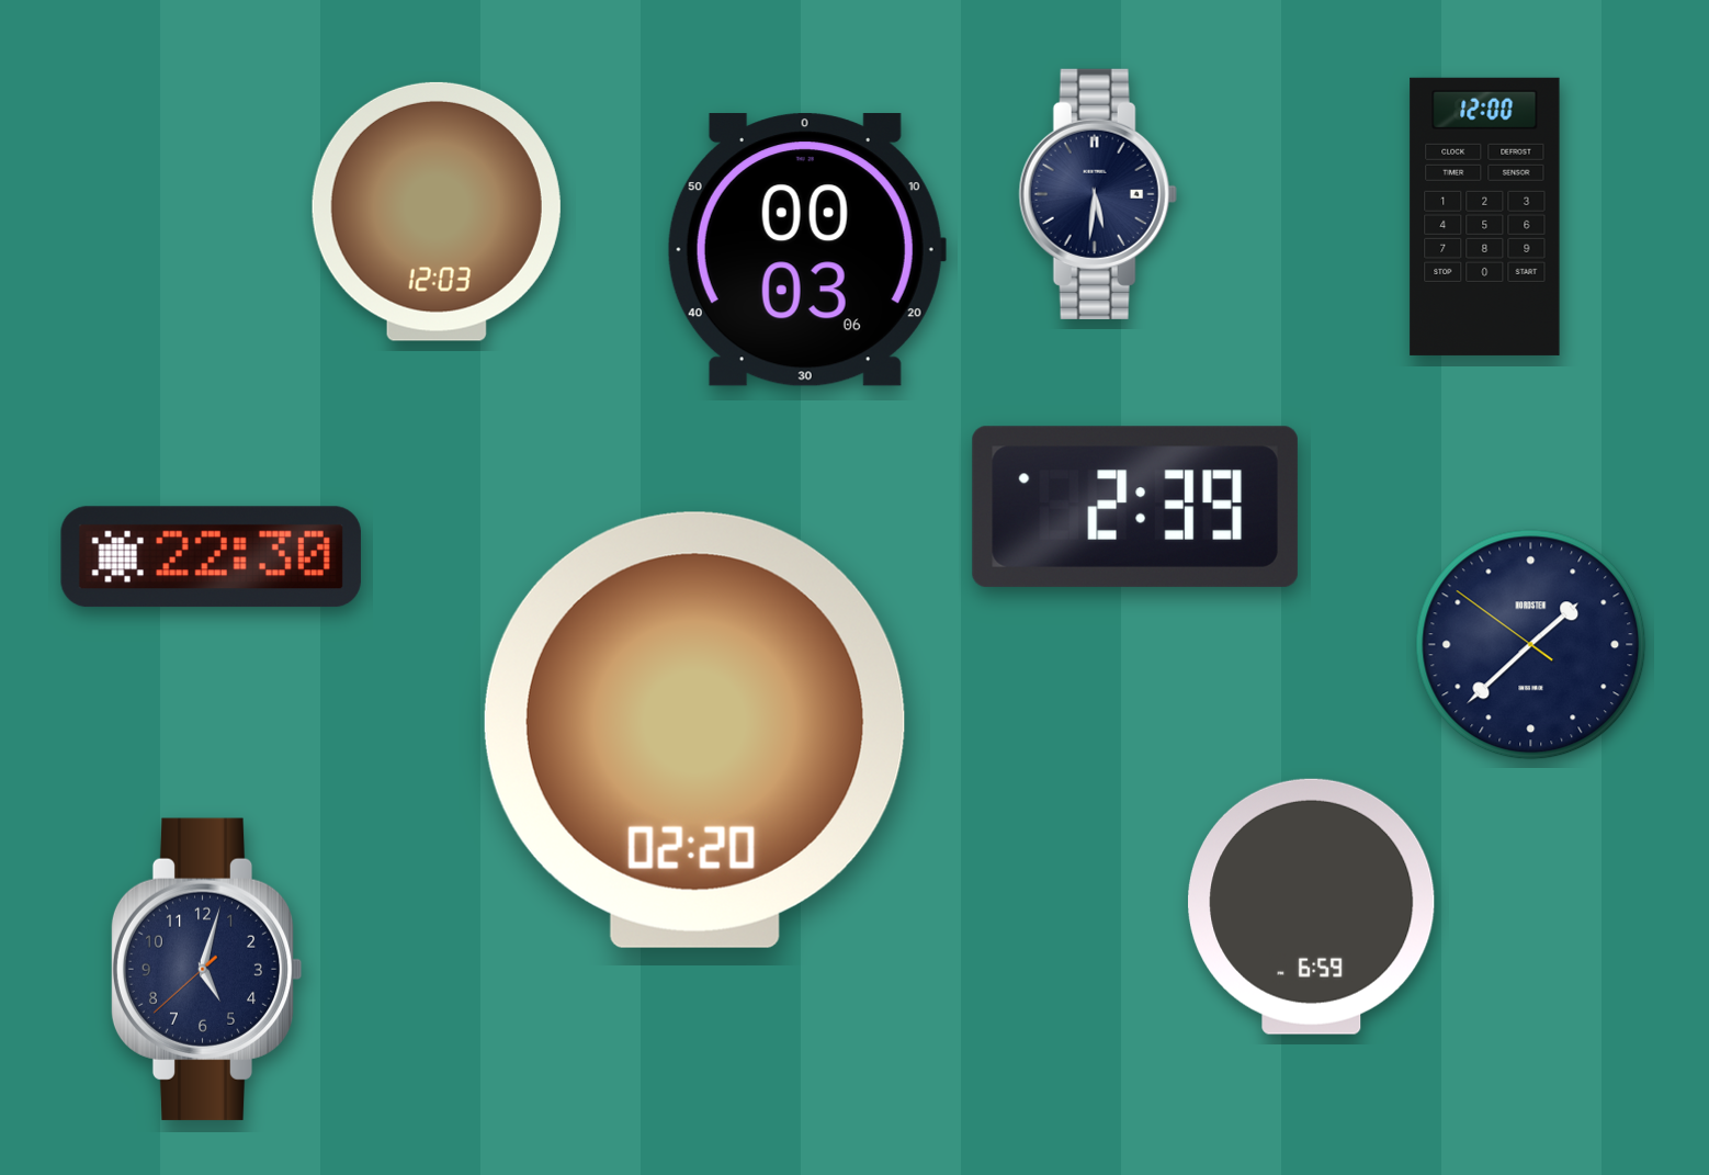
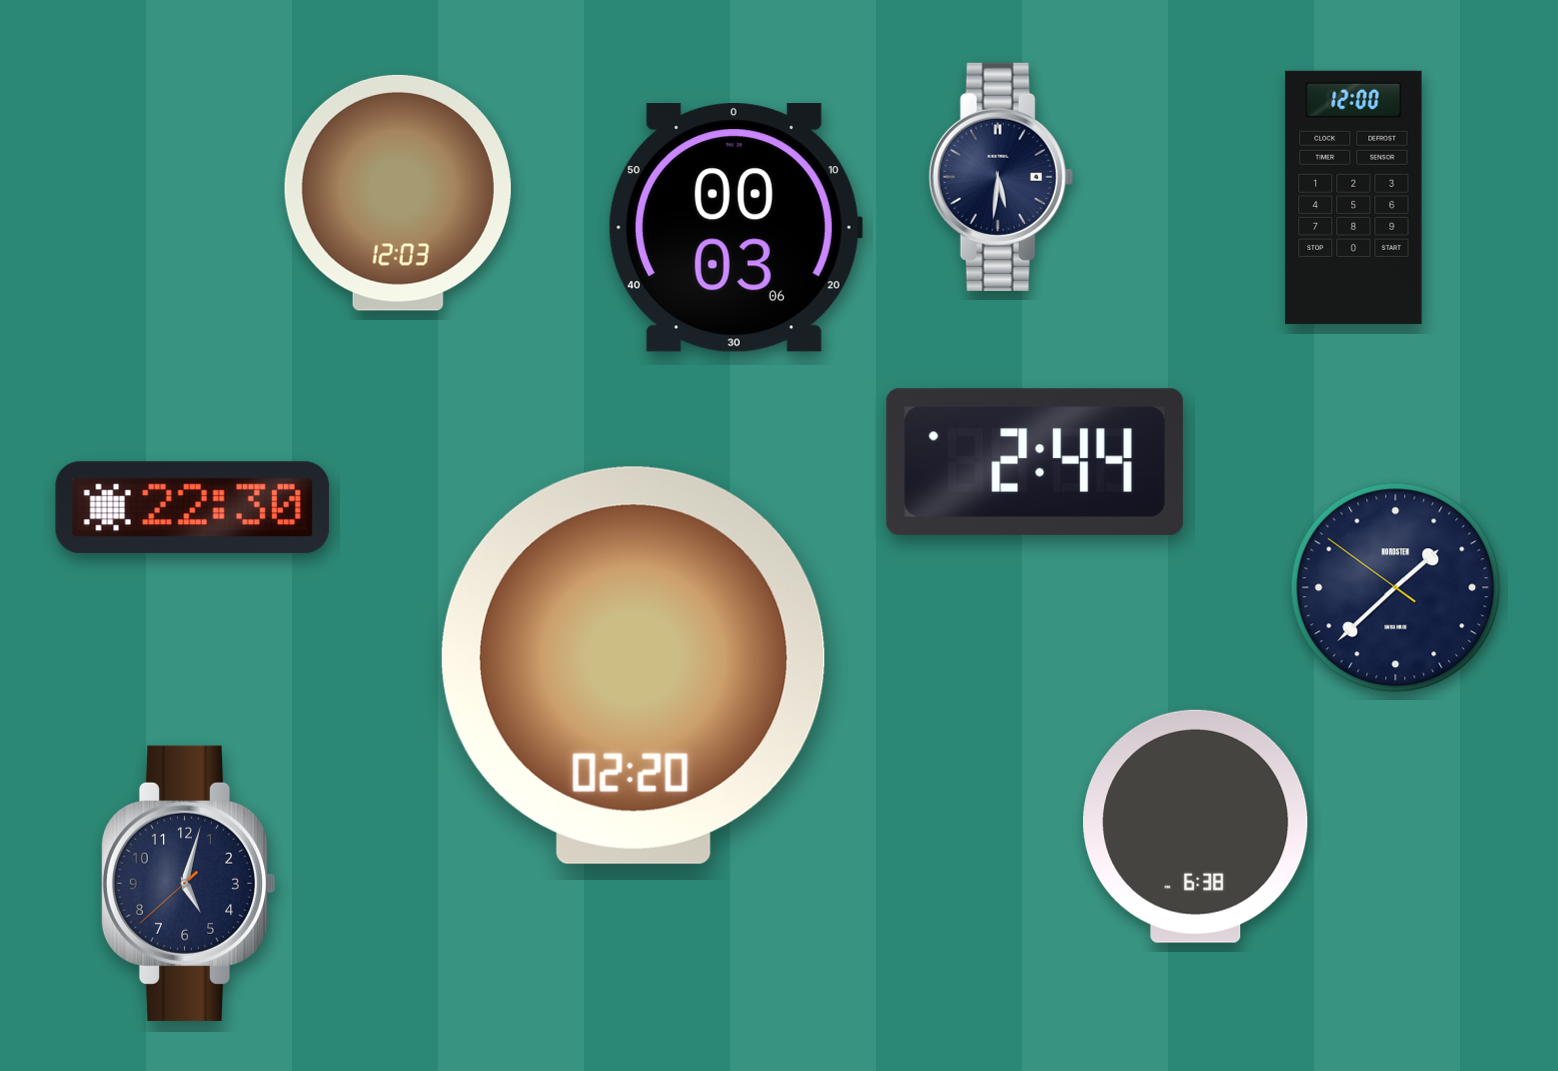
clock at (1135, 507): 2:39 -> 2:44
clock at (1312, 906): 6:59 -> 6:38
